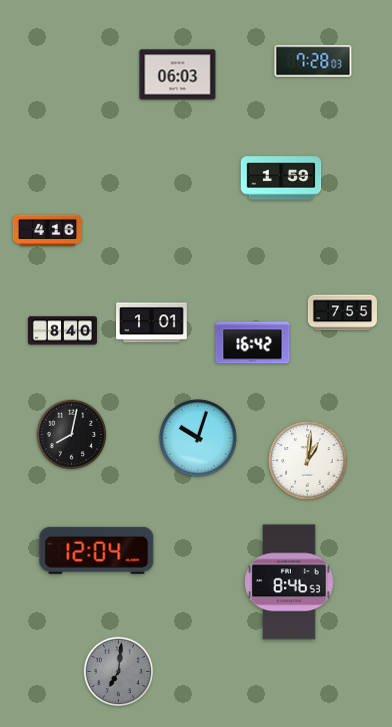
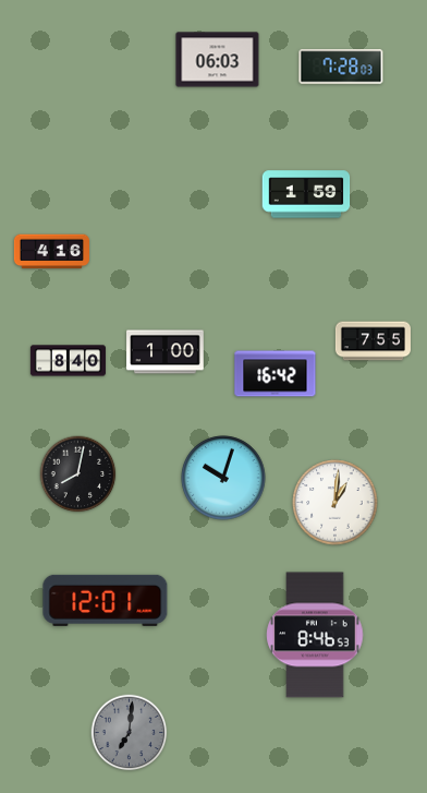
clock at (178, 75) position: (178, 75) -> (218, 60)
clock at (152, 323): 1:01 -> 1:00
clock at (198, 438) position: (198, 438) -> (223, 478)
clock at (97, 550): 12:04 -> 12:01
